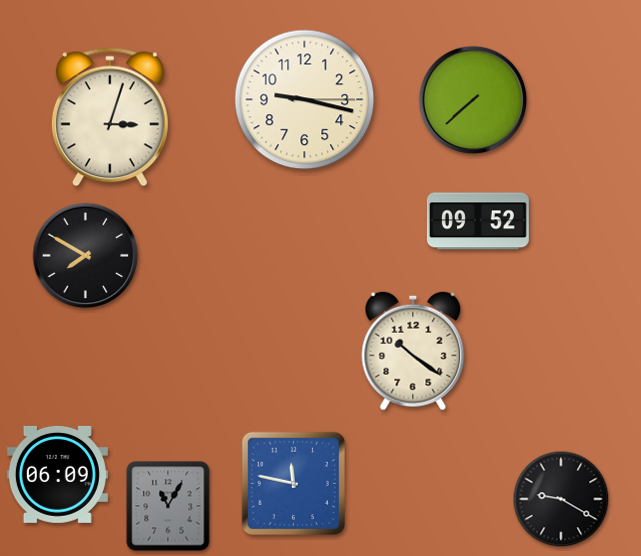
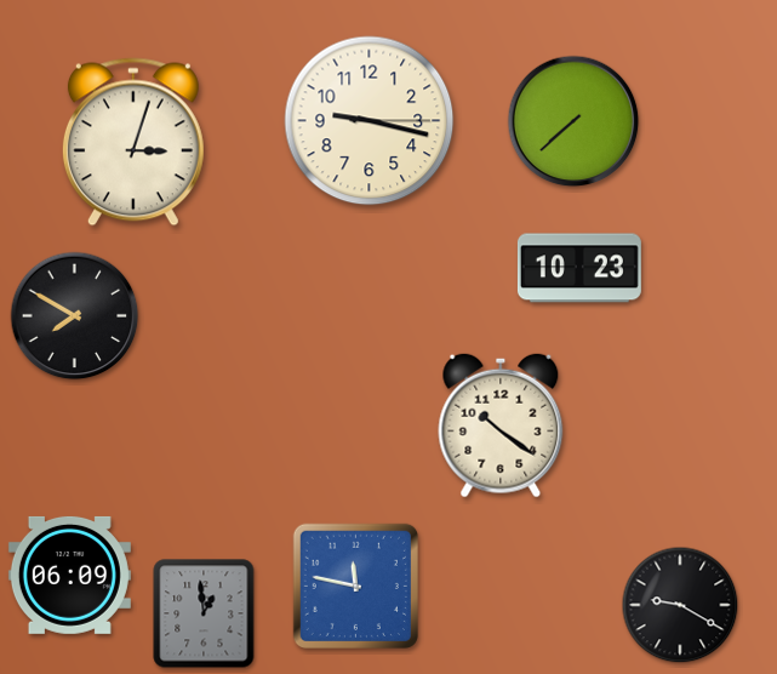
clock at (478, 221): 09:52 -> 10:23
clock at (86, 256) position: (86, 256) -> (75, 316)
clock at (168, 506): 11:05 -> 12:59
